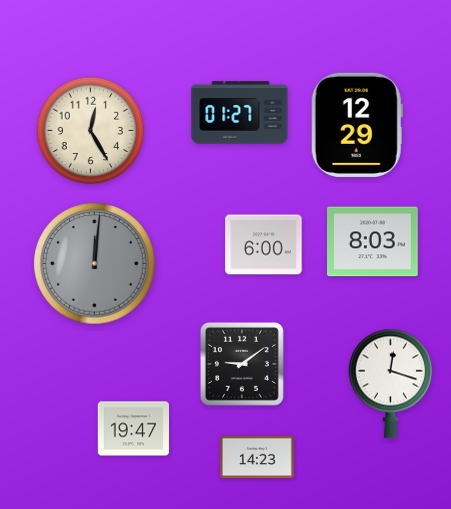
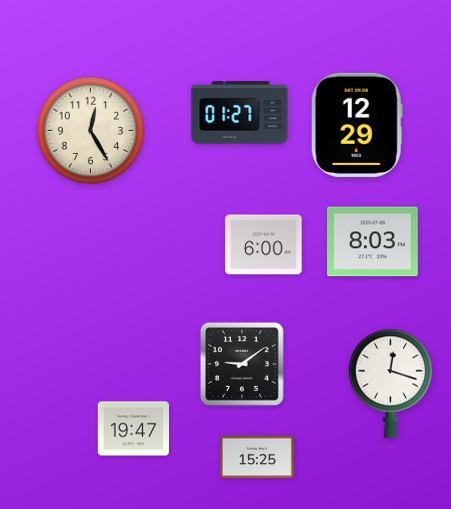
clock at (95, 264): 12:01 -> none
clock at (257, 457): 14:23 -> 15:25
